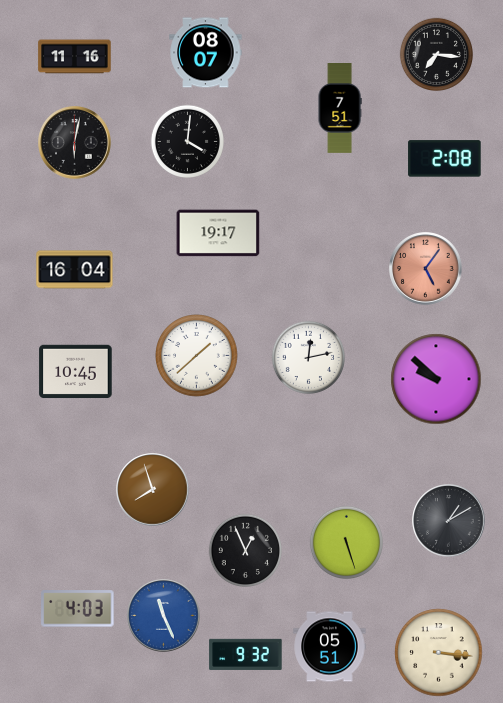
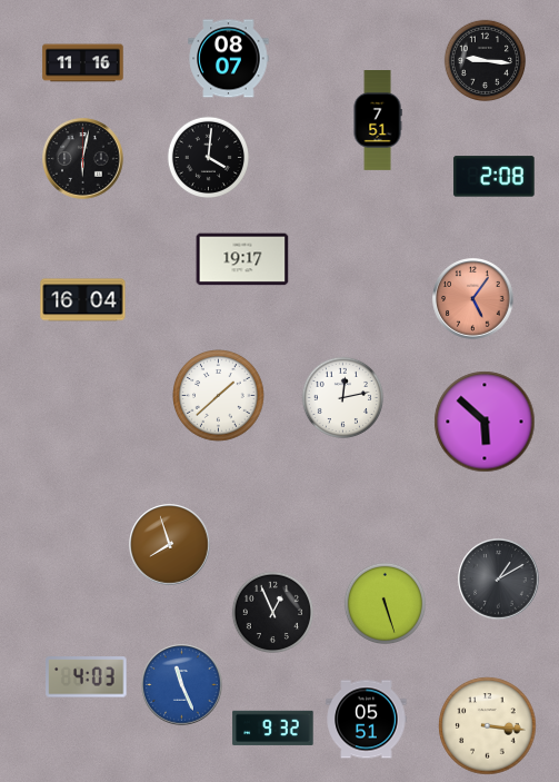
clock at (436, 54): 7:16 -> 9:16
clock at (76, 372): 10:45 -> none
clock at (436, 379): 9:52 -> 5:52
